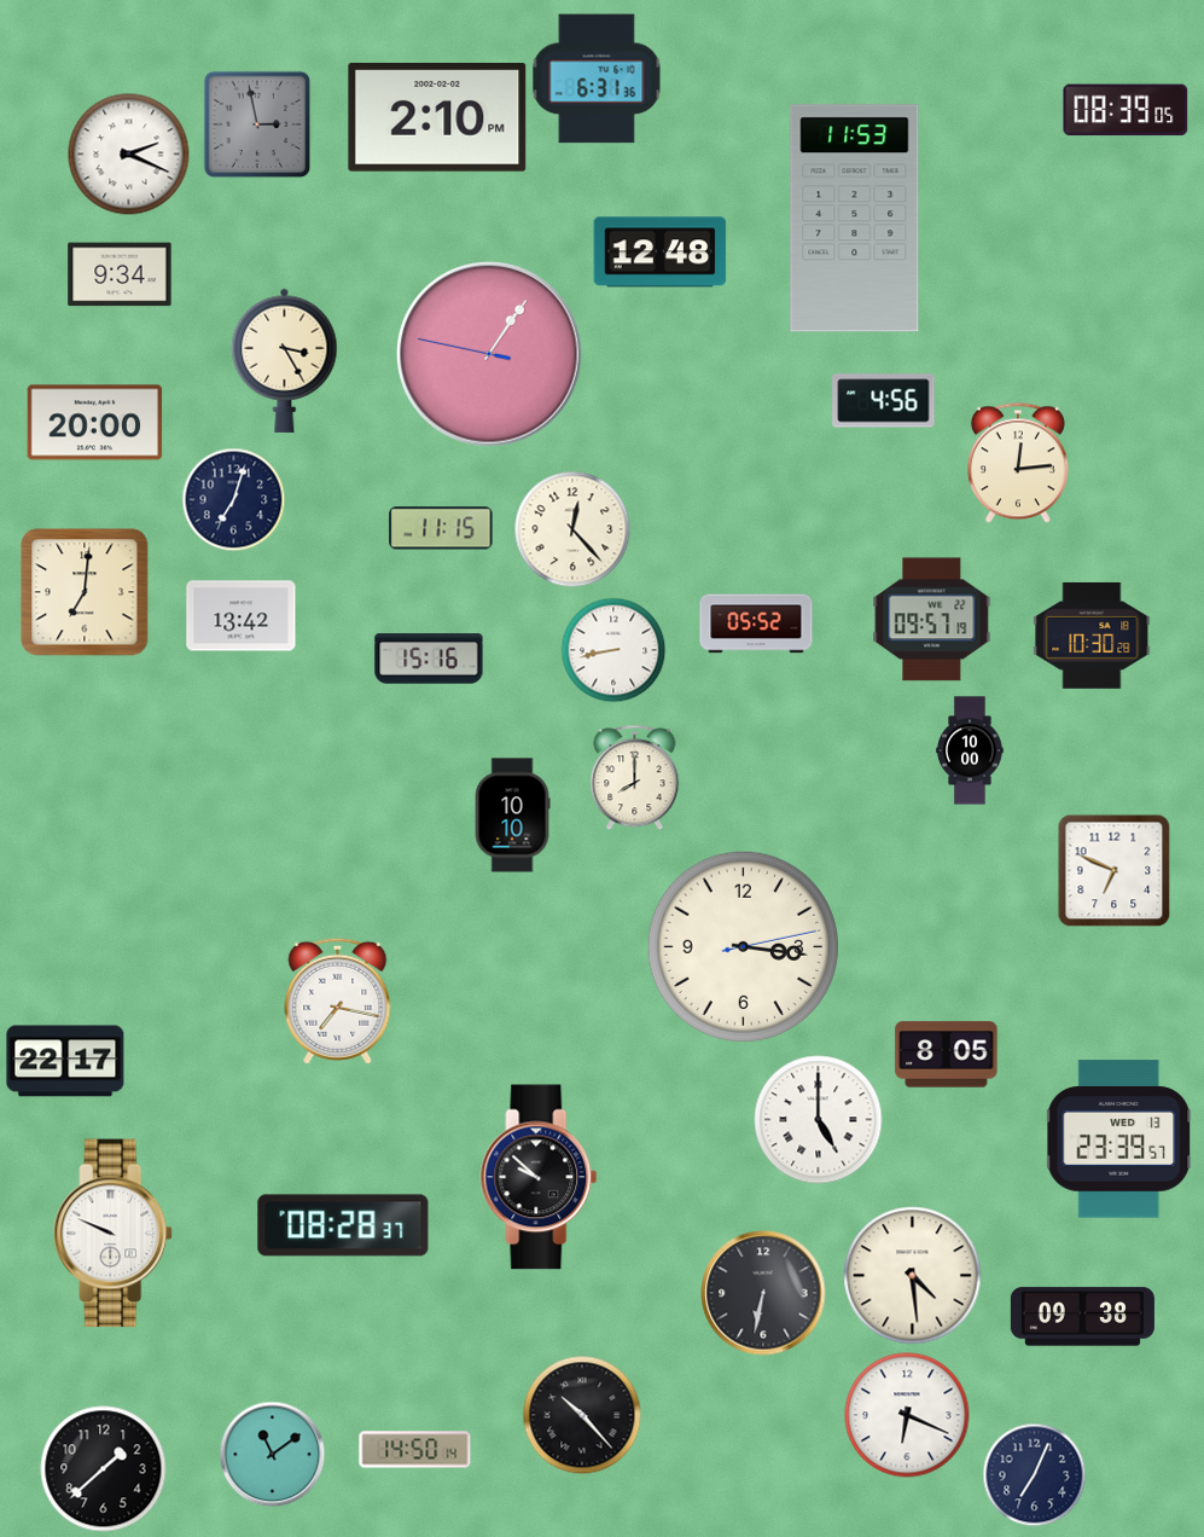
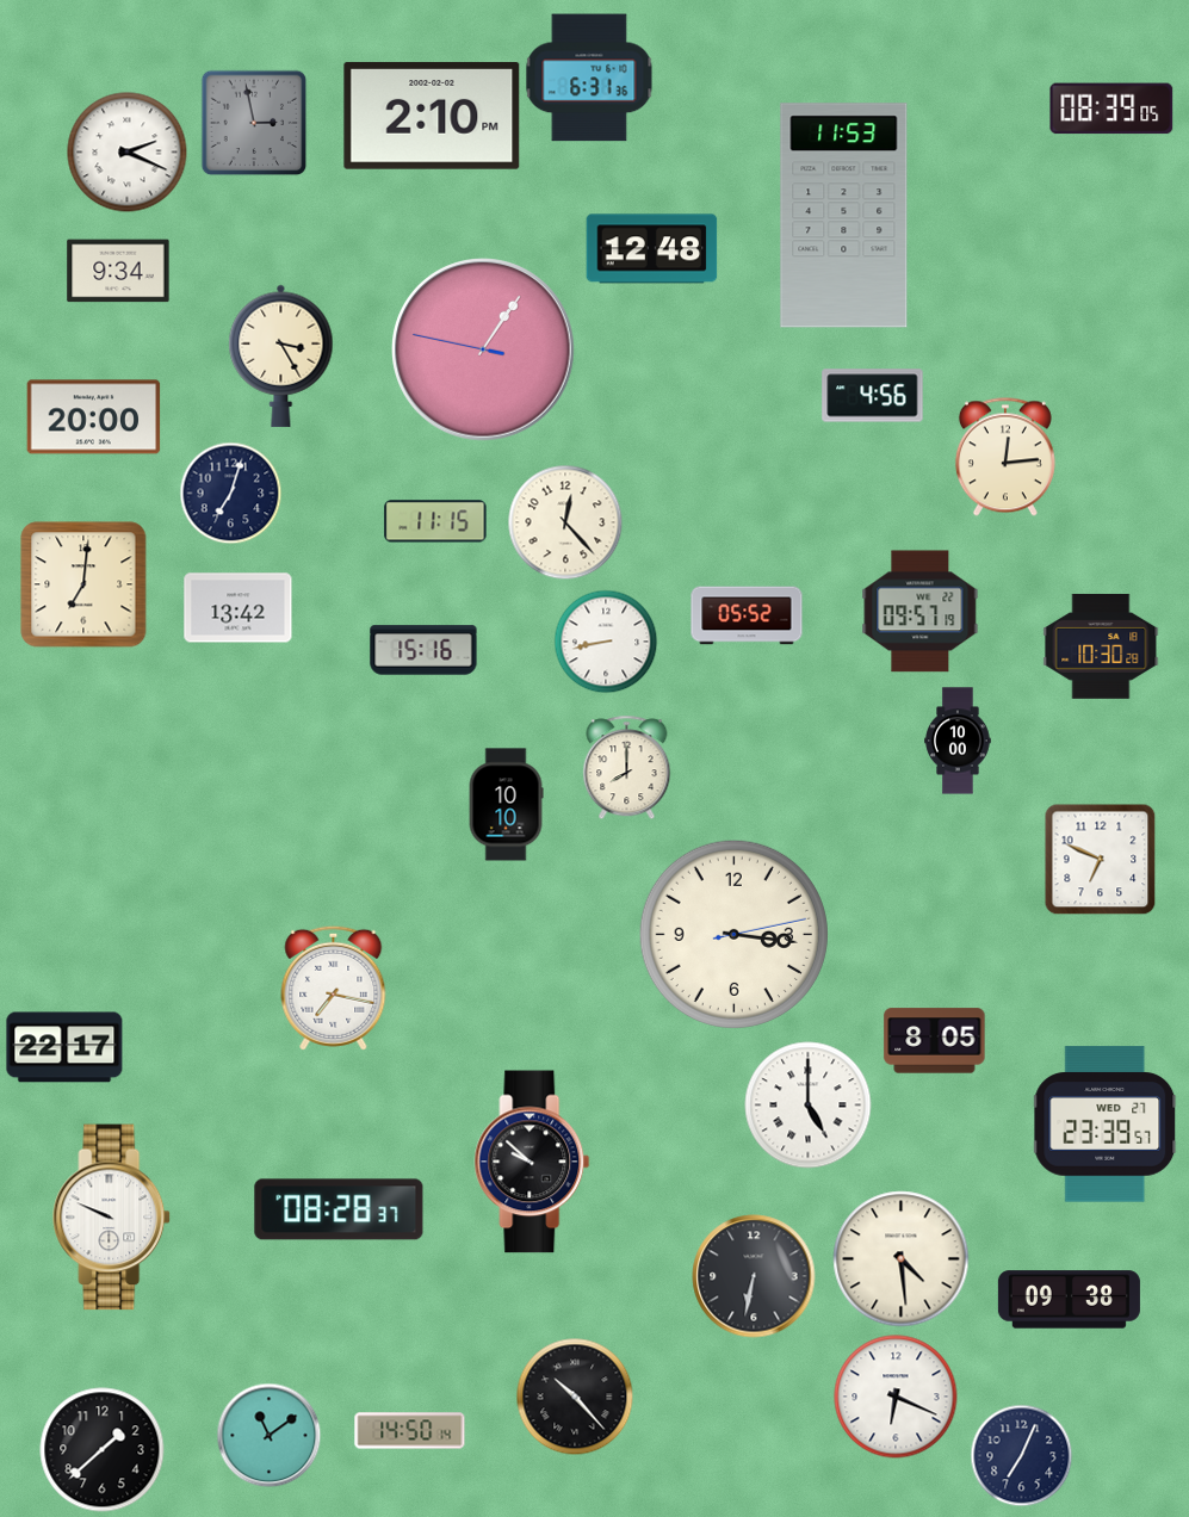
clock at (1092, 636) position: (1092, 636) -> (1101, 646)
clock at (1119, 1139) date: WED 13 -> WED 27
